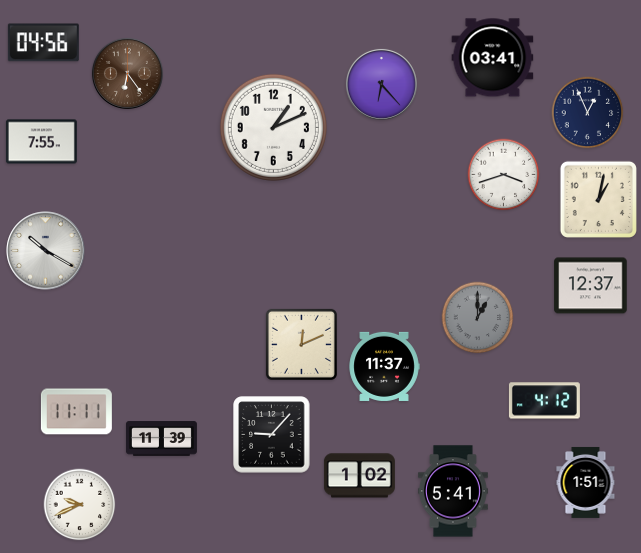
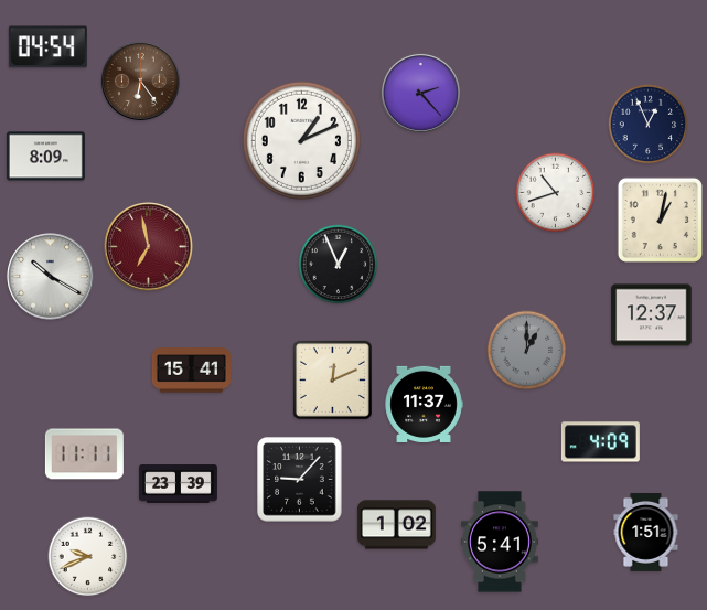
clock at (43, 43): 04:56 -> 04:54
clock at (493, 58): 03:41 -> none
clock at (381, 84): 6:23 -> 2:23
clock at (41, 142): 7:55 -> 8:09
clock at (504, 175): 3:42 -> 10:42
clock at (149, 247): none -> 6:58
clock at (339, 265): none -> 12:56
clock at (191, 371): none -> 15:41
clock at (544, 401): 4:12 -> 4:09
clock at (161, 439): 11:39 -> 23:39
